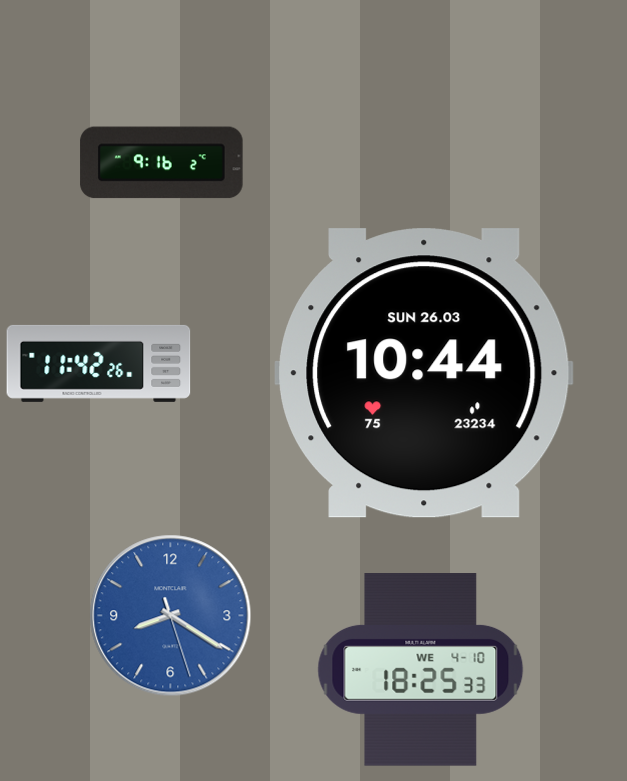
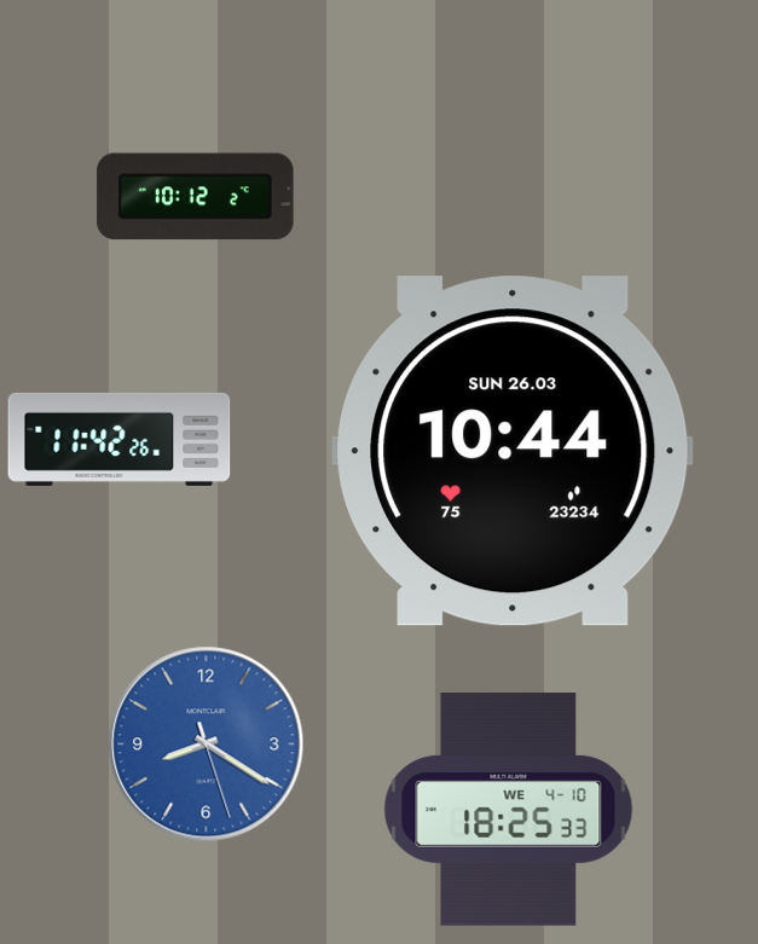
clock at (162, 163): 9:16 -> 10:12
